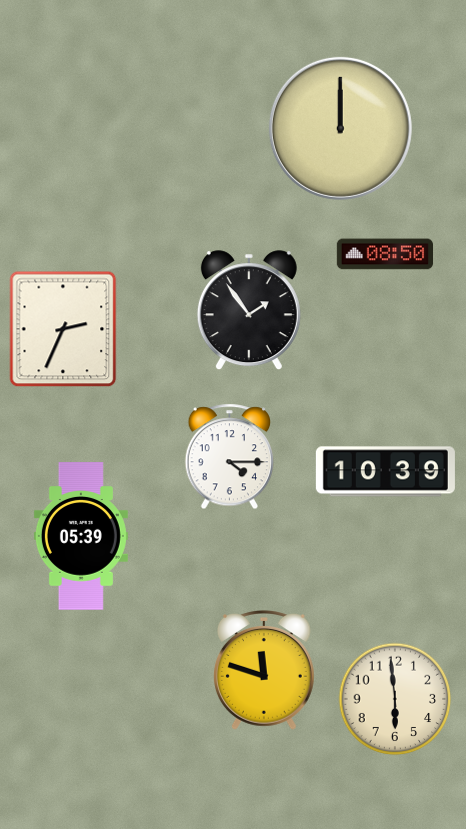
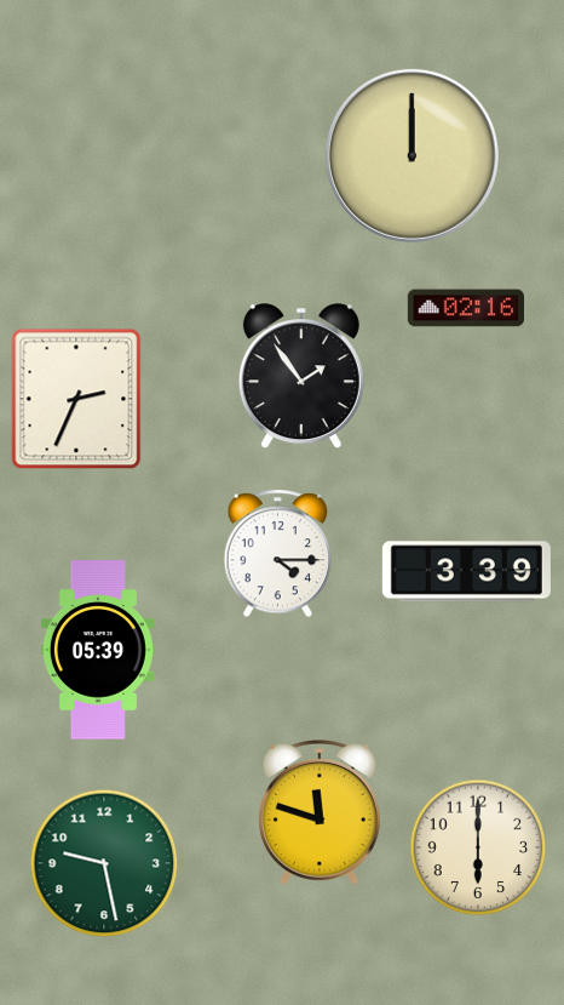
clock at (384, 254): 08:50 -> 02:16
clock at (385, 472): 10:39 -> 3:39
clock at (395, 699): 5:59 -> 6:00
clock at (104, 863): none -> 9:28
